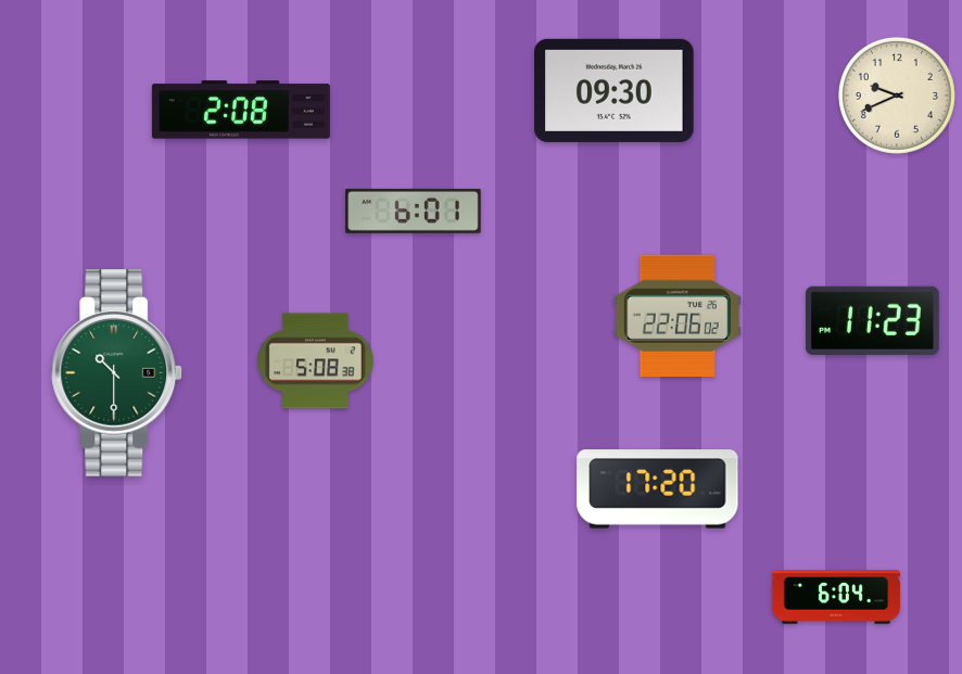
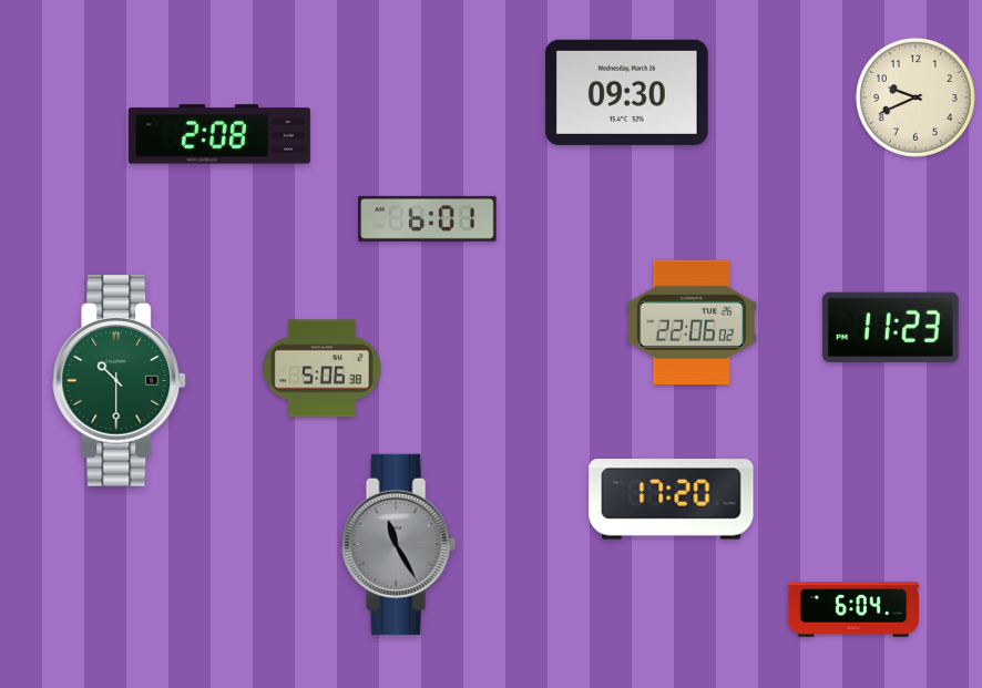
clock at (241, 110) position: (241, 110) -> (219, 134)
clock at (414, 211) position: (414, 211) -> (428, 218)
clock at (316, 361): 5:08 -> 5:06
clock at (398, 544): none -> 11:25
